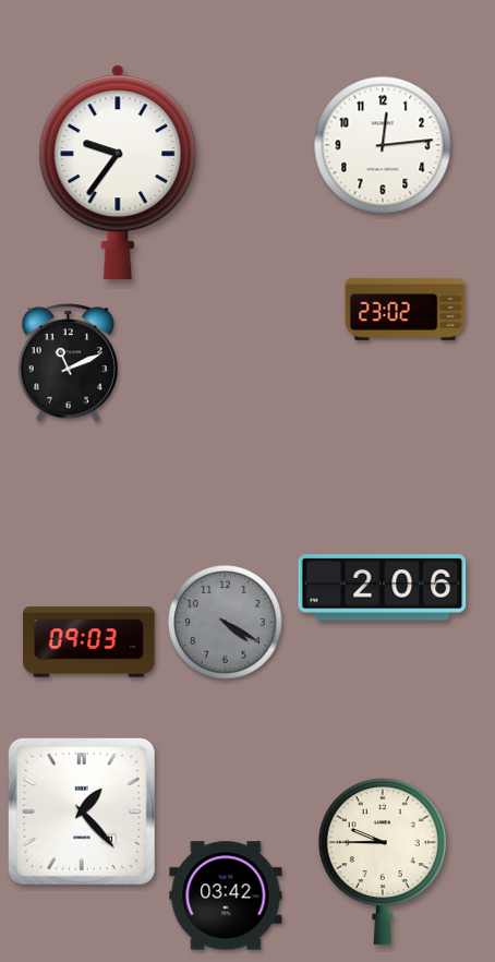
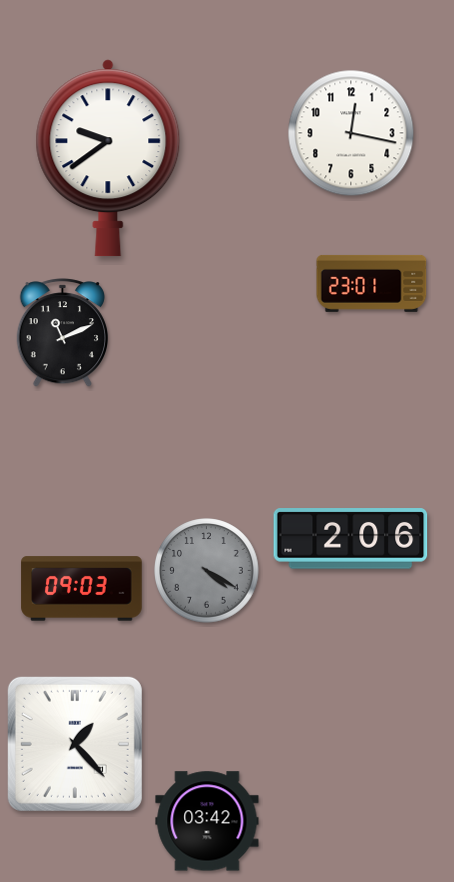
clock at (383, 145): 12:14 -> 12:17
clock at (118, 172): 9:36 -> 9:39
clock at (406, 309): 23:02 -> 23:01
clock at (383, 862): 9:45 -> none
